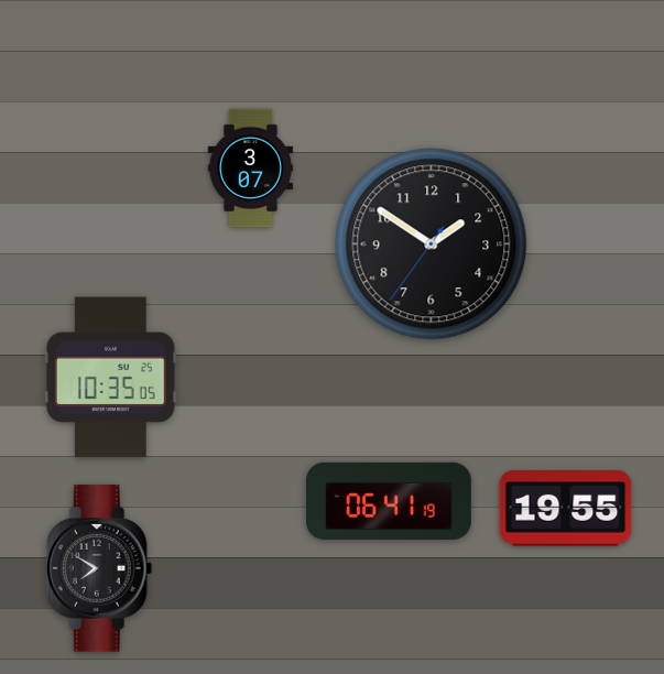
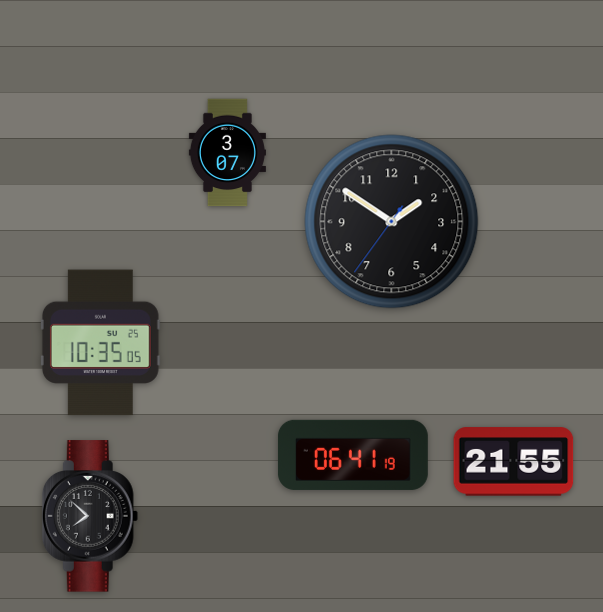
clock at (566, 509): 19:55 -> 21:55
clock at (99, 568): 7:50 -> 7:52
